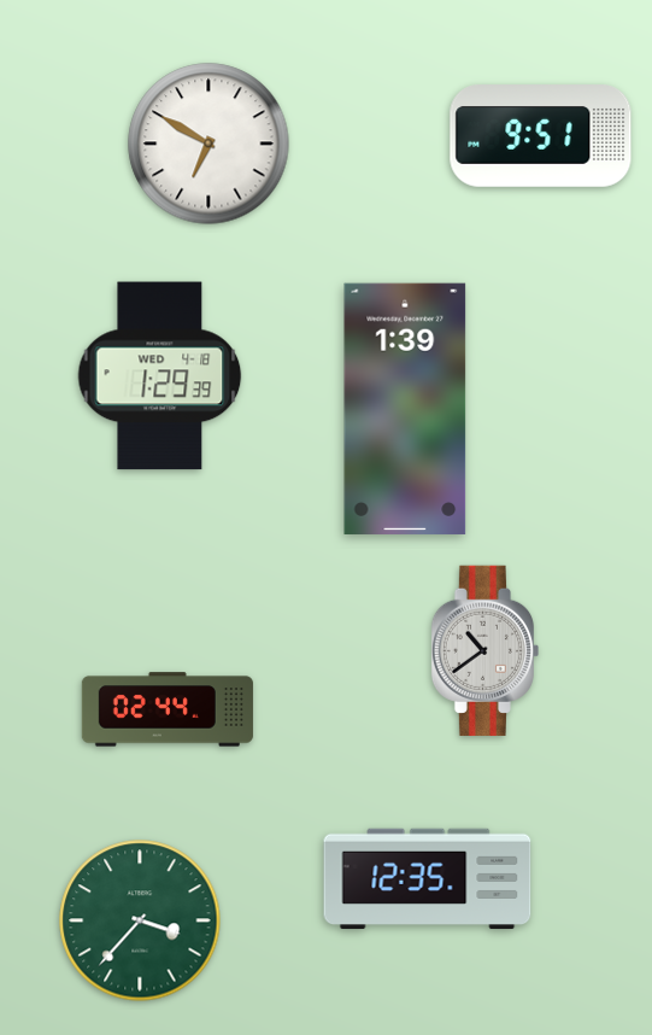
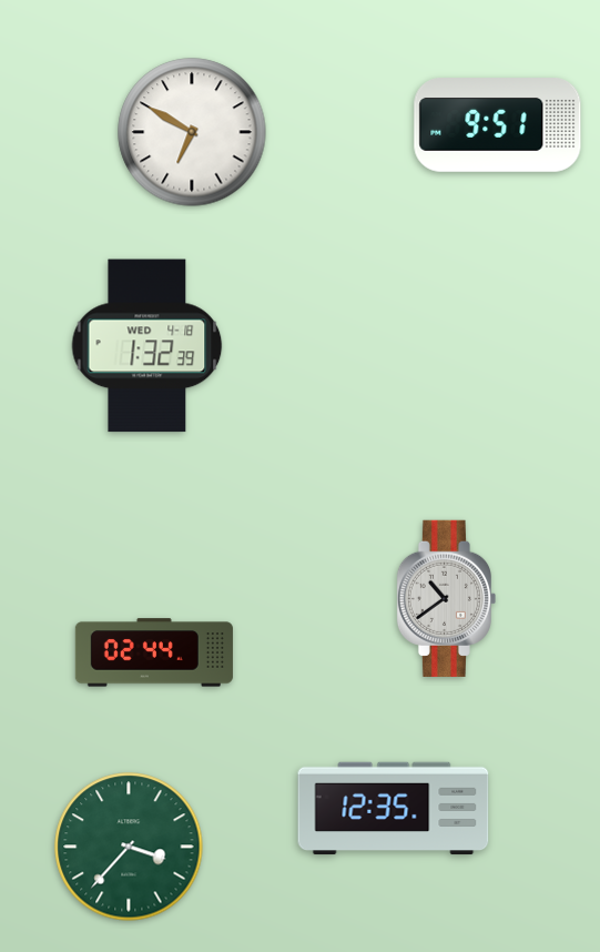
clock at (160, 376): 1:29 -> 1:32
clock at (405, 409): 1:39 -> none
